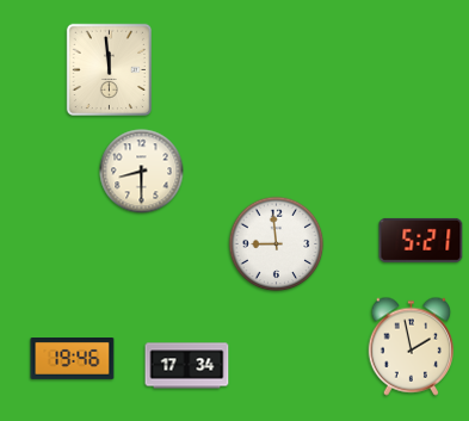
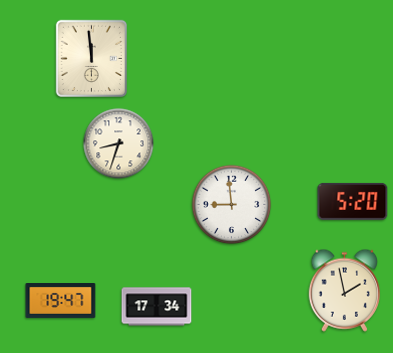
clock at (142, 172): 8:30 -> 8:33
clock at (421, 240): 5:21 -> 5:20
clock at (73, 359): 19:46 -> 19:47
